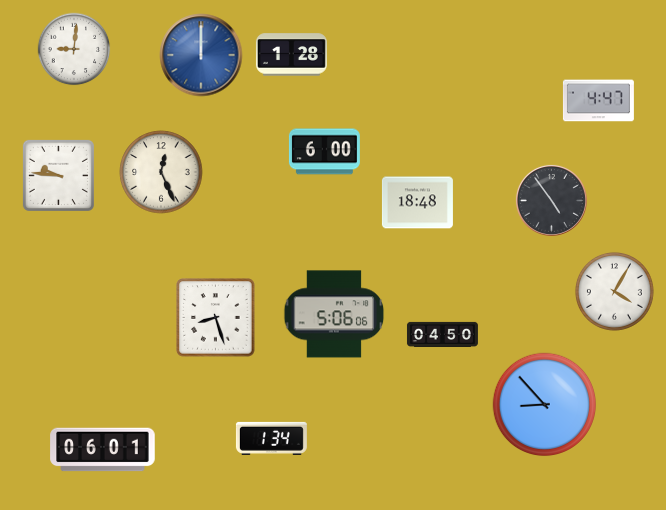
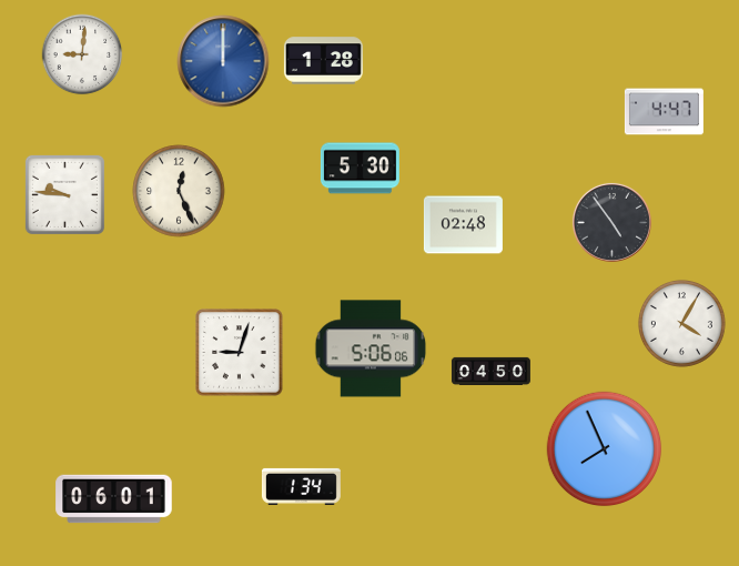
clock at (324, 152): 6:00 -> 5:30
clock at (417, 203): 18:48 -> 02:48
clock at (216, 318): 8:27 -> 9:03
clock at (545, 405): 8:53 -> 7:56
